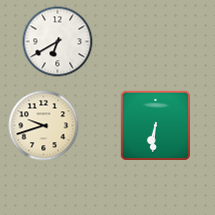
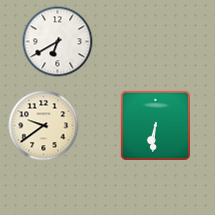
clock at (44, 126): 9:42 -> 9:39
